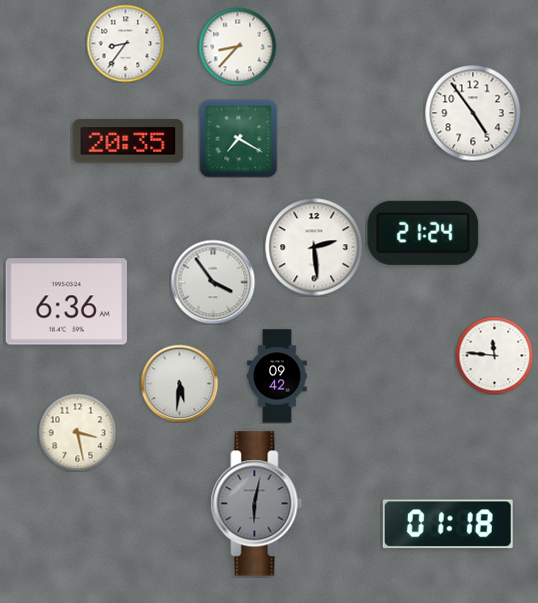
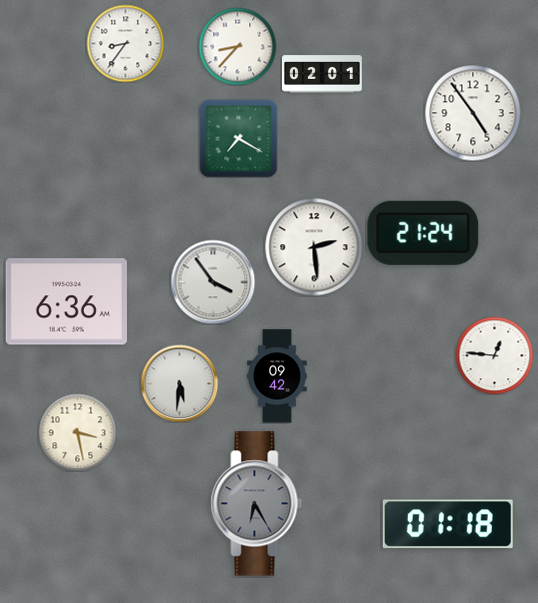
clock at (323, 74): none -> 02:01
clock at (128, 141): 20:35 -> none
clock at (494, 355): 11:46 -> 12:46
clock at (257, 504): 6:02 -> 6:25
